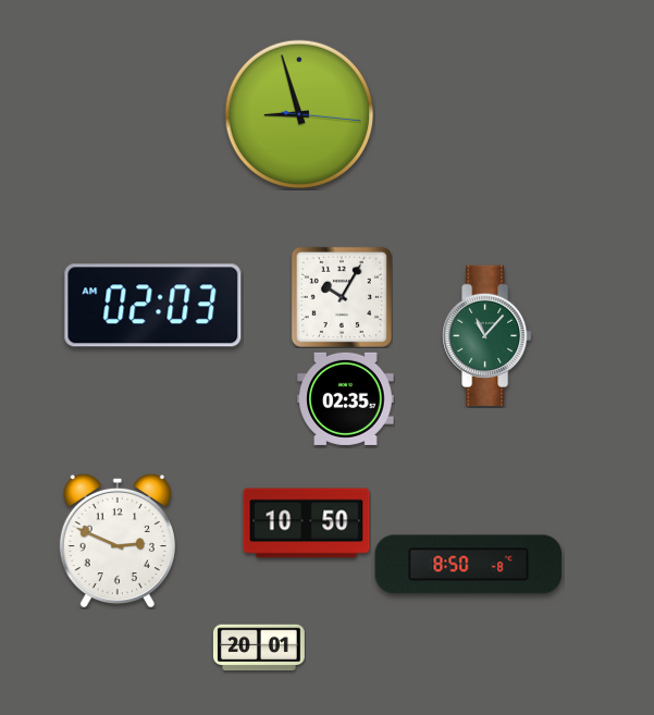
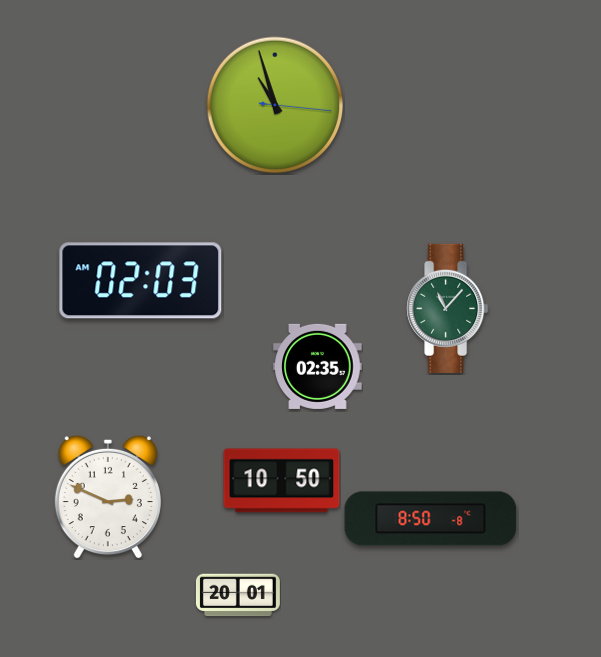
clock at (299, 114): 8:57 -> 10:57
clock at (342, 297): 10:05 -> none
